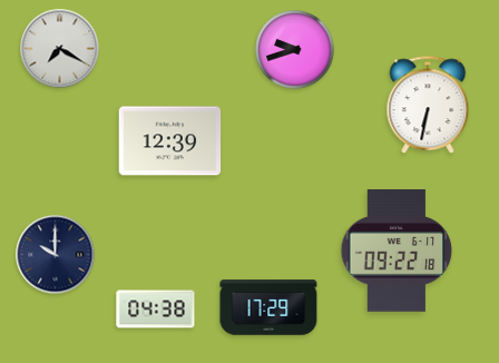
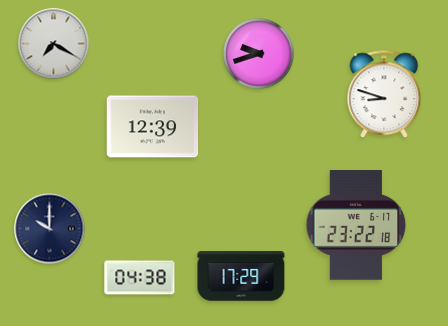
clock at (295, 50) position: (295, 50) -> (259, 54)
clock at (428, 106): 6:32 -> 8:48
clock at (397, 251): 09:22 -> 23:22
